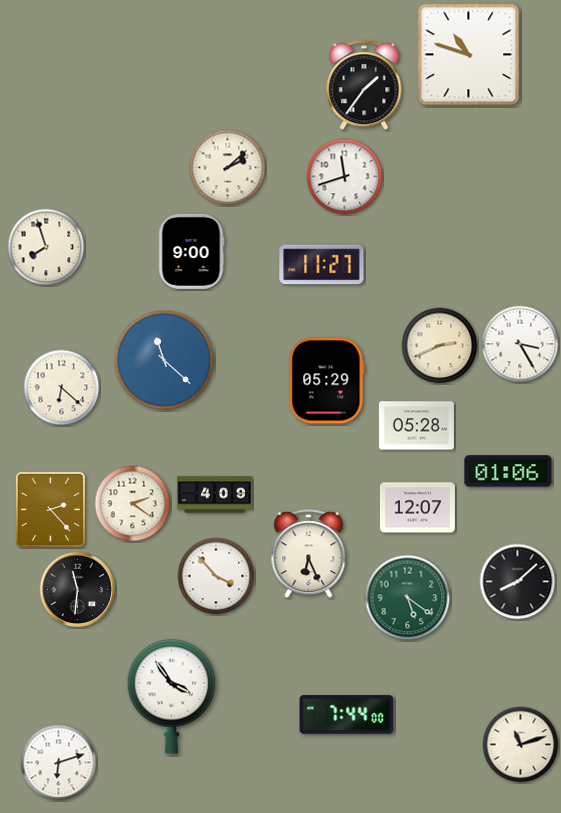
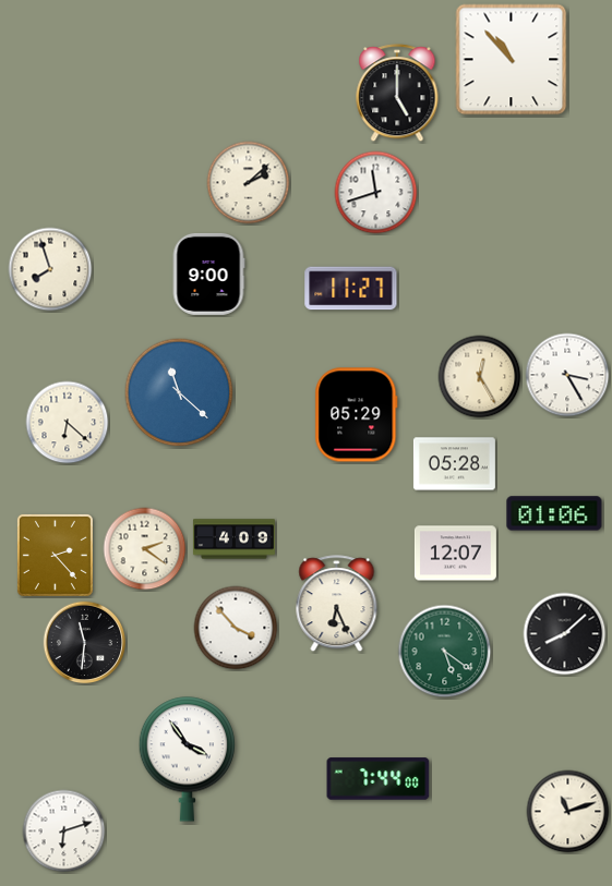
clock at (469, 55): 10:48 -> 10:53
clock at (364, 86): 1:36 -> 5:00
clock at (440, 346): 2:41 -> 12:25
